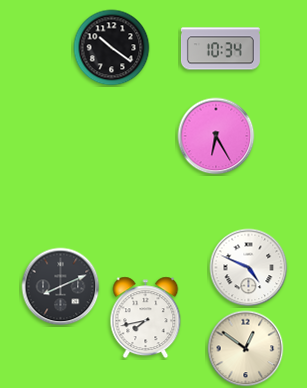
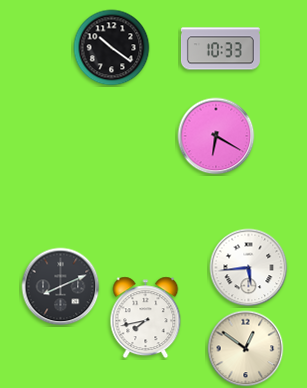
clock at (220, 49): 10:34 -> 10:33
clock at (216, 136): 6:25 -> 6:20
clock at (249, 268): 4:49 -> 5:44
